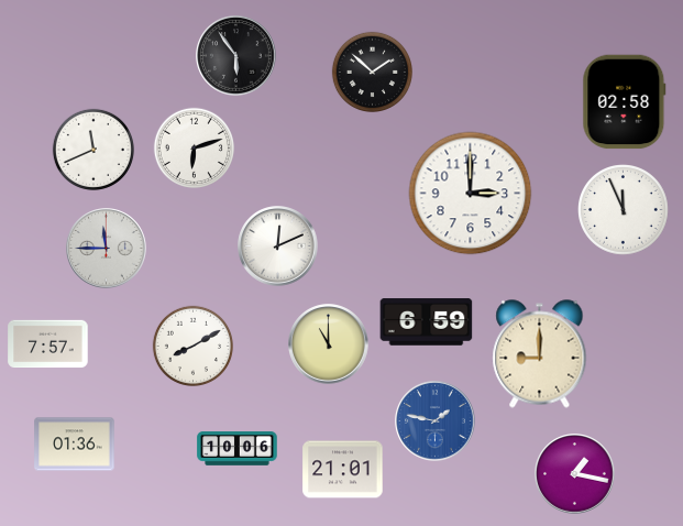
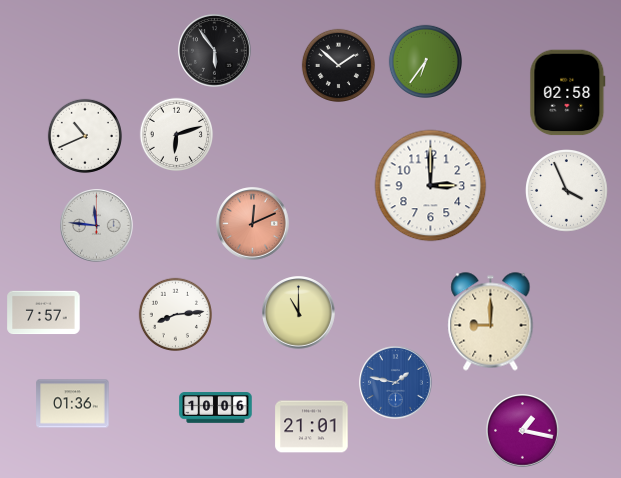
clock at (425, 61): none -> 6:36
clock at (93, 150): 11:41 -> 10:41
clock at (471, 194) position: (471, 194) -> (431, 186)
clock at (624, 210): 11:56 -> 3:56
clock at (278, 246) dial: white -> salmon
clock at (107, 249): 11:45 -> 11:46
clock at (427, 322): 6:59 -> none
clock at (192, 346): 8:10 -> 8:14
clock at (75, 445) position: (75, 445) -> (73, 404)
